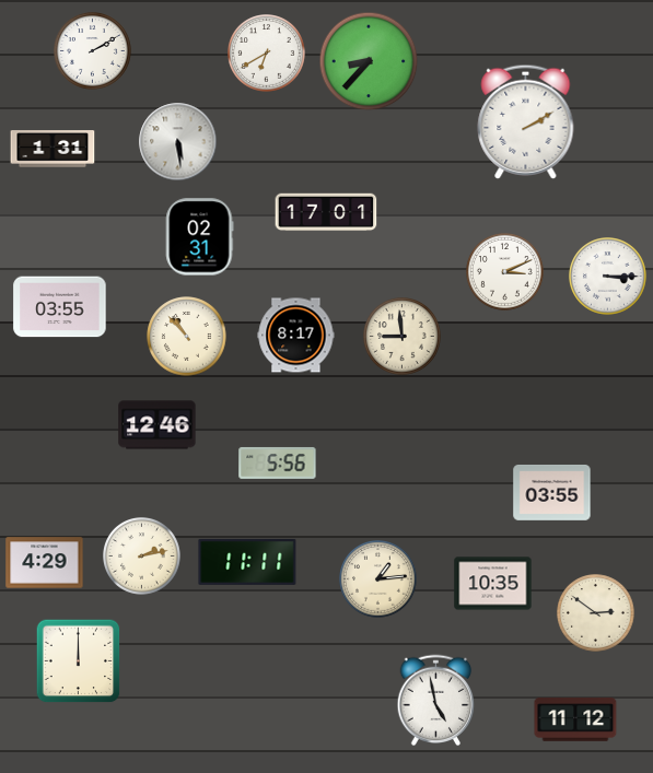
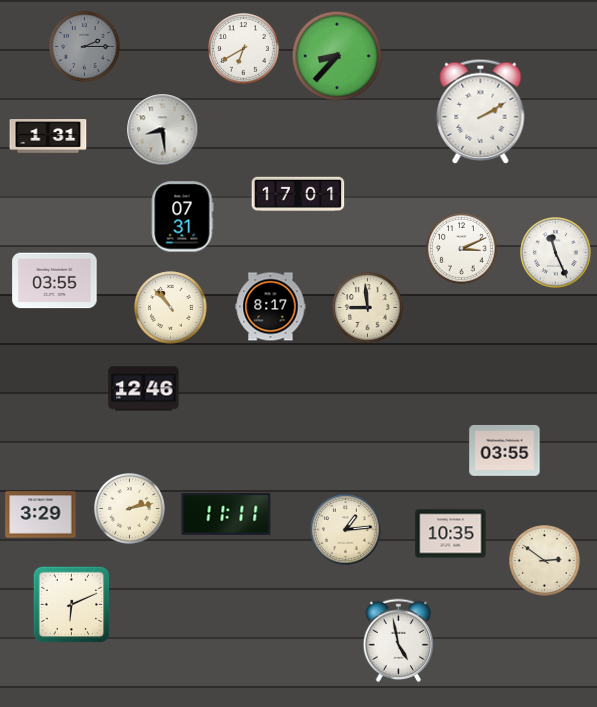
clock at (93, 51): 2:10 -> 2:15
clock at (93, 51) dial: white -> grey
clock at (178, 142): 5:29 -> 8:29
clock at (199, 237): 02:31 -> 07:31
clock at (608, 277): 3:15 -> 11:26
clock at (278, 462): 5:56 -> none
clock at (45, 563): 4:29 -> 3:29
clock at (79, 661): 12:00 -> 6:11
clock at (575, 719): 11:12 -> none
